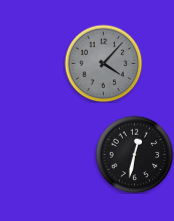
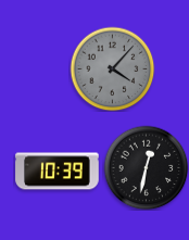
clock at (58, 172): none -> 10:39
